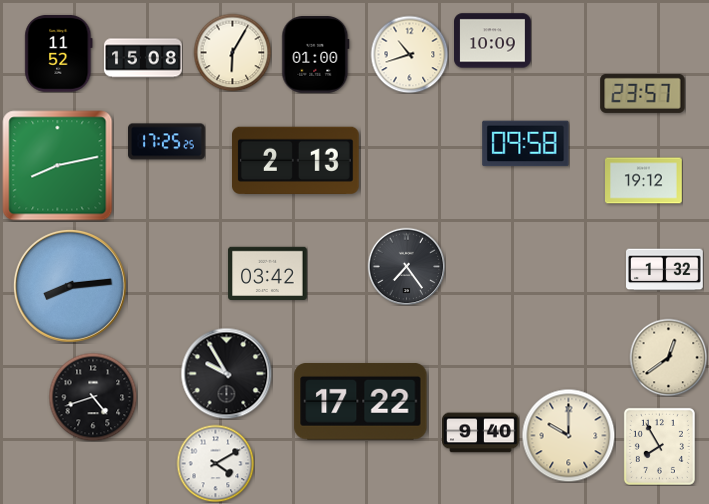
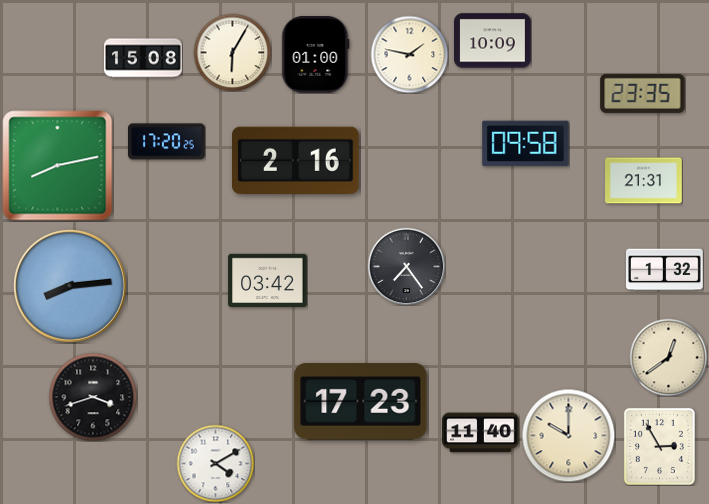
clock at (59, 54): 11:52 -> none
clock at (409, 54): 10:42 -> 1:47
clock at (643, 93): 23:57 -> 23:35
clock at (167, 142): 17:25 -> 17:20
clock at (296, 160): 2:13 -> 2:16
clock at (644, 181): 19:12 -> 21:31
clock at (268, 273) position: (268, 273) -> (268, 280)
clock at (226, 373): 9:55 -> none
clock at (93, 397): 4:42 -> 3:42
clock at (361, 402): 17:22 -> 17:23
clock at (481, 433): 9:40 -> 11:40
clock at (659, 446): 7:55 -> 2:55
